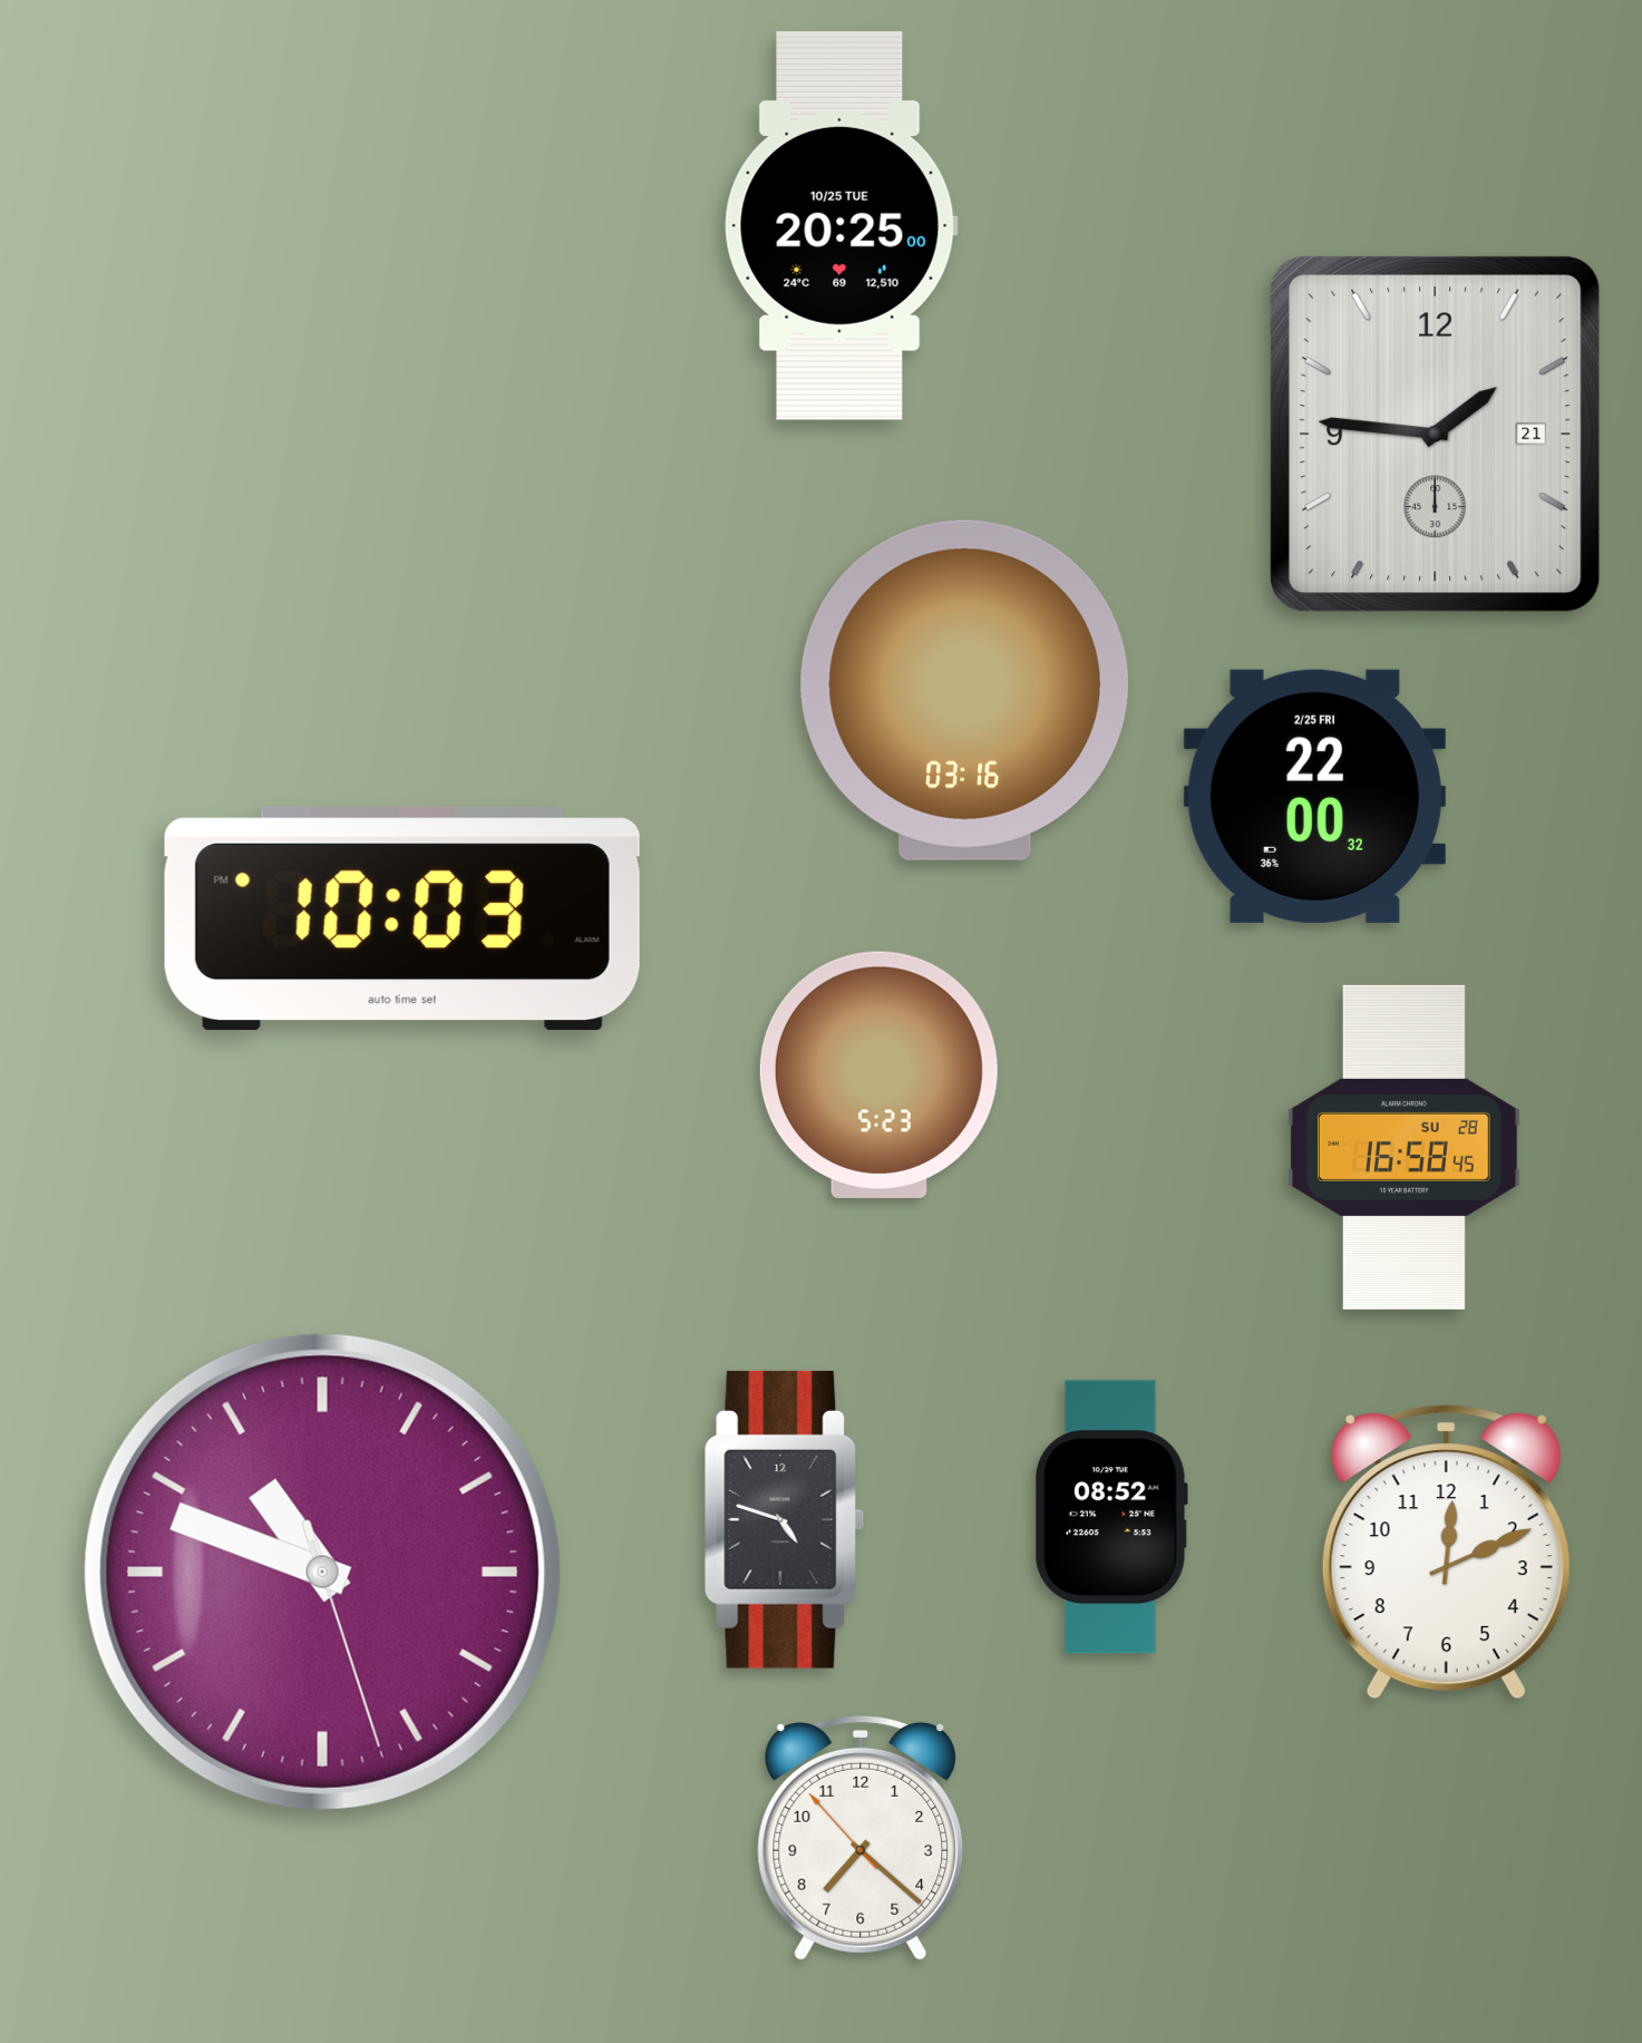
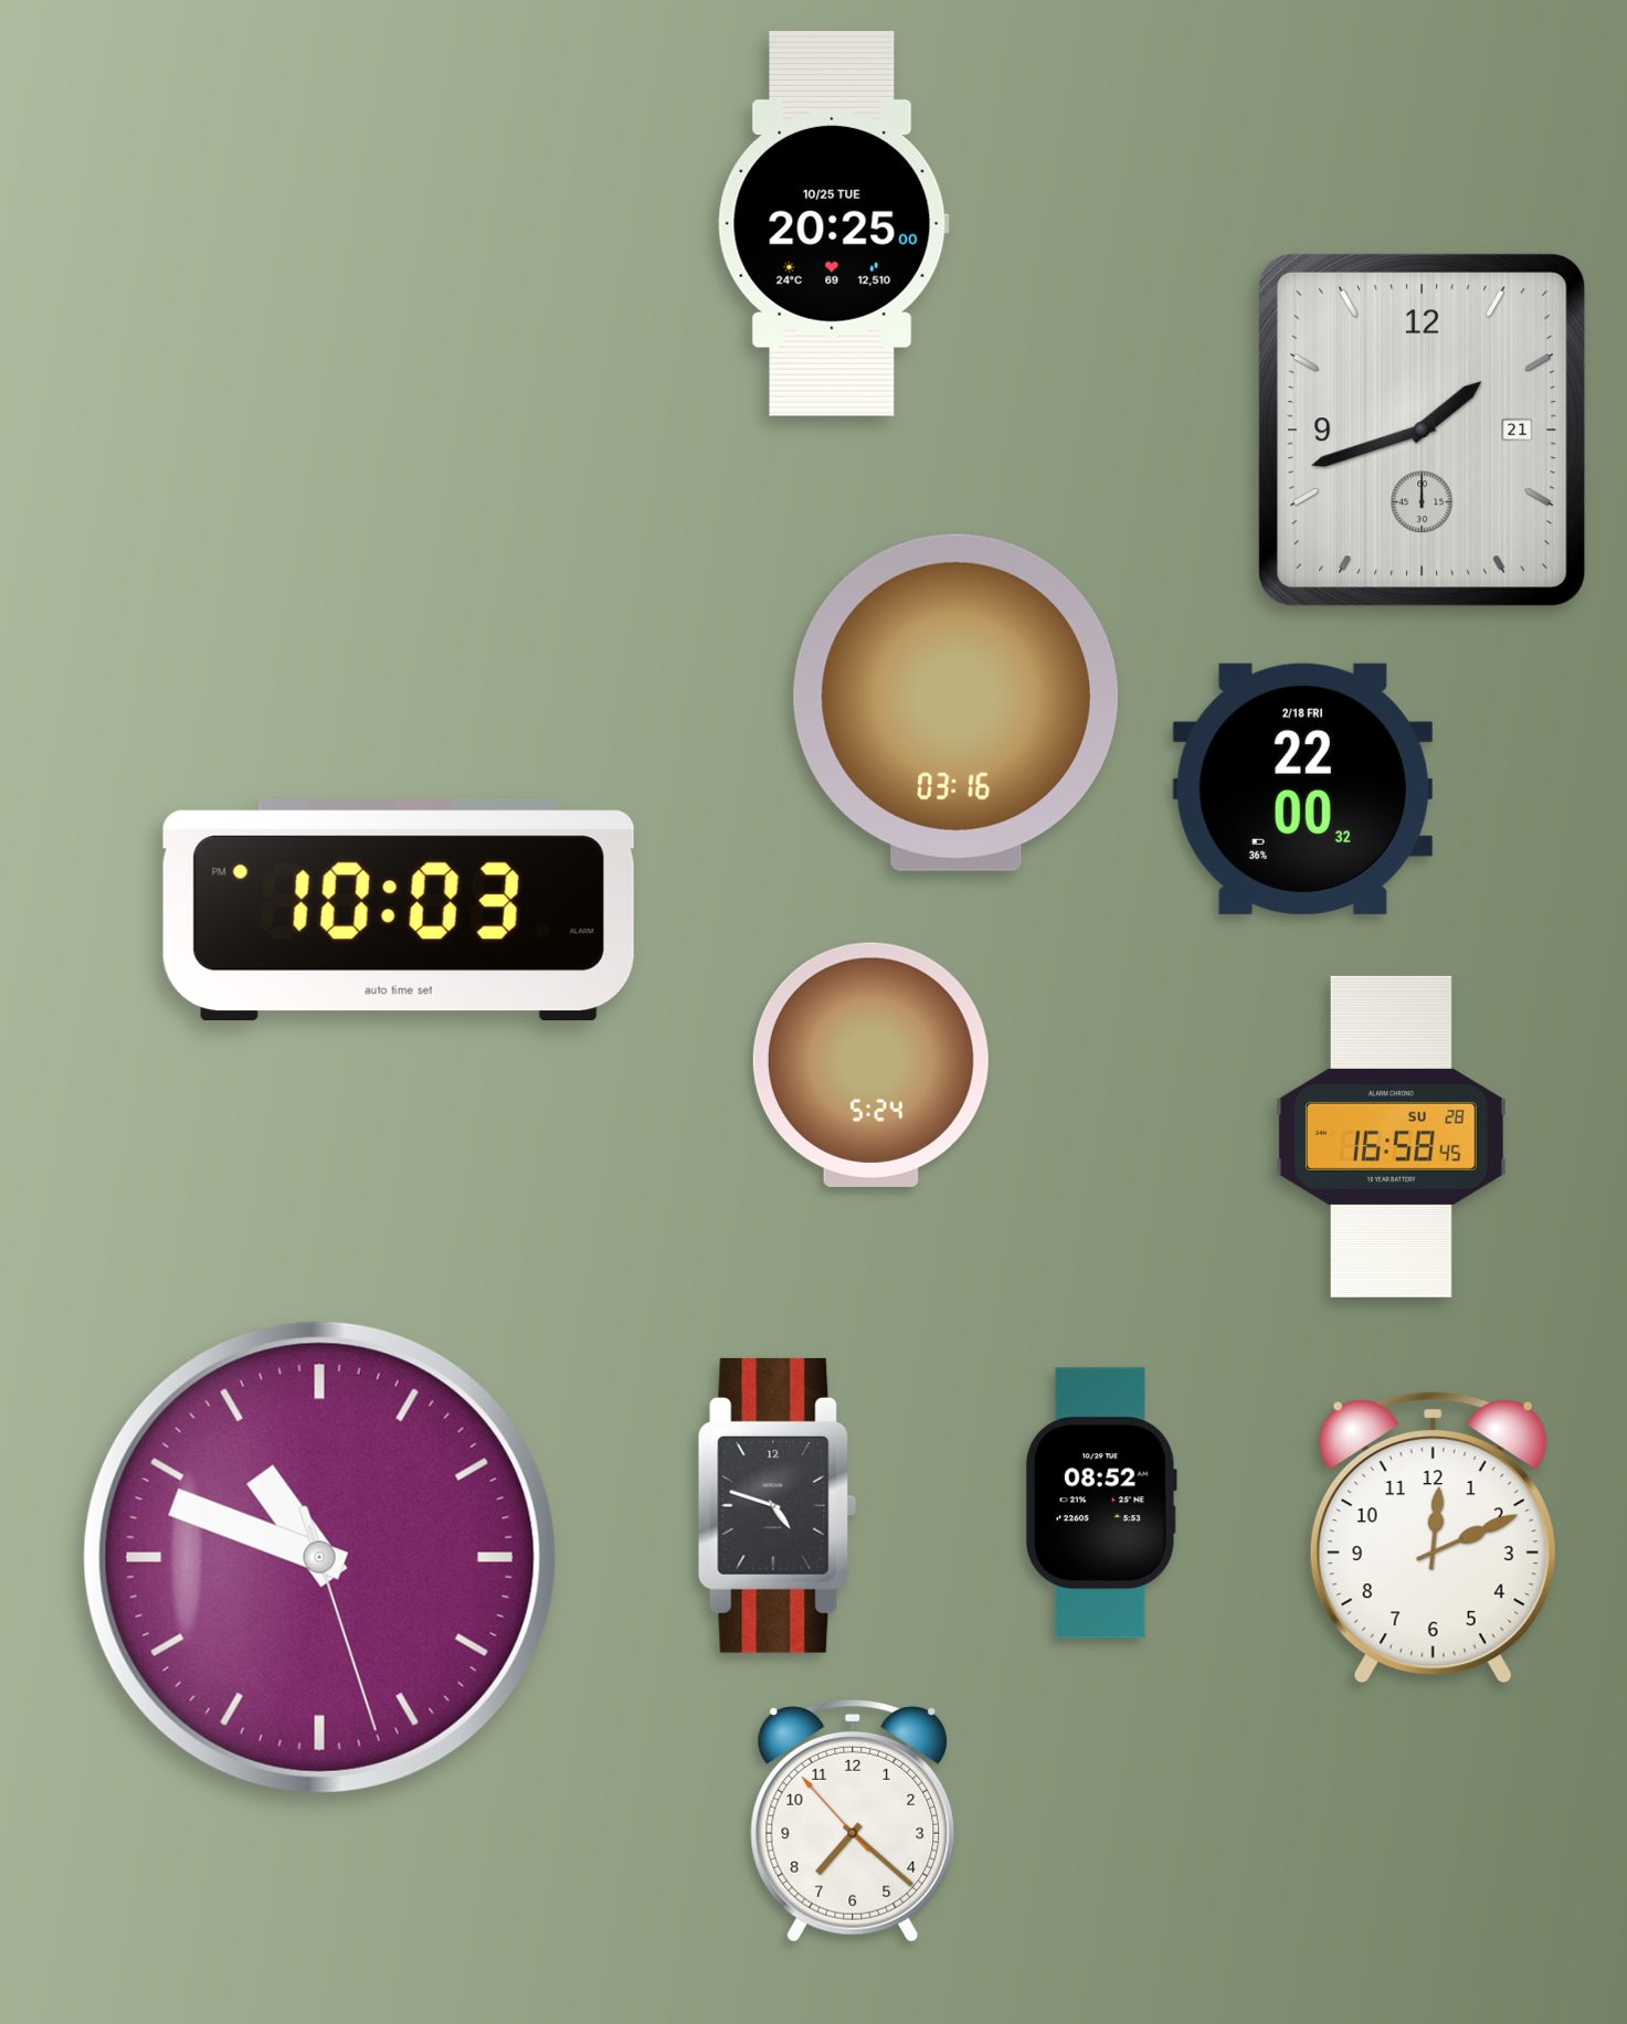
clock at (1436, 435): 1:46 -> 1:42
clock at (964, 690) position: (964, 690) -> (955, 702)
clock at (1314, 796) date: 2/25 FRI -> 2/18 FRI
clock at (878, 1074): 5:23 -> 5:24
